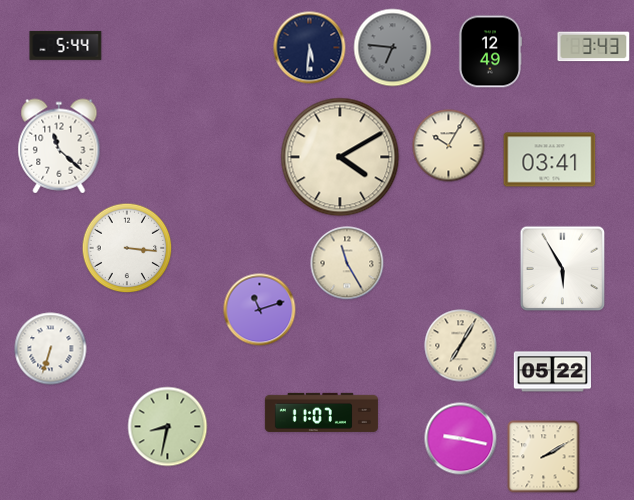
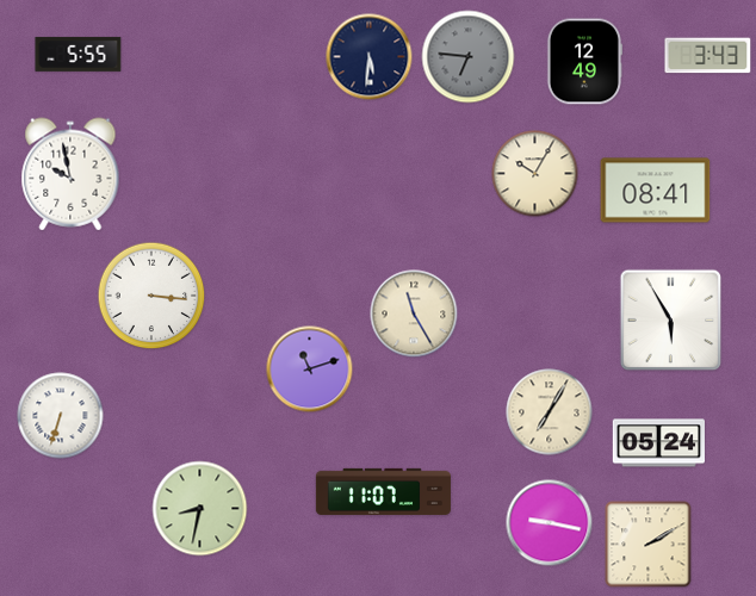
clock at (66, 45): 5:44 -> 5:55
clock at (59, 146): 11:22 -> 9:58
clock at (340, 157): 4:10 -> none
clock at (550, 160): 03:41 -> 08:41
clock at (552, 372): 05:22 -> 05:24
